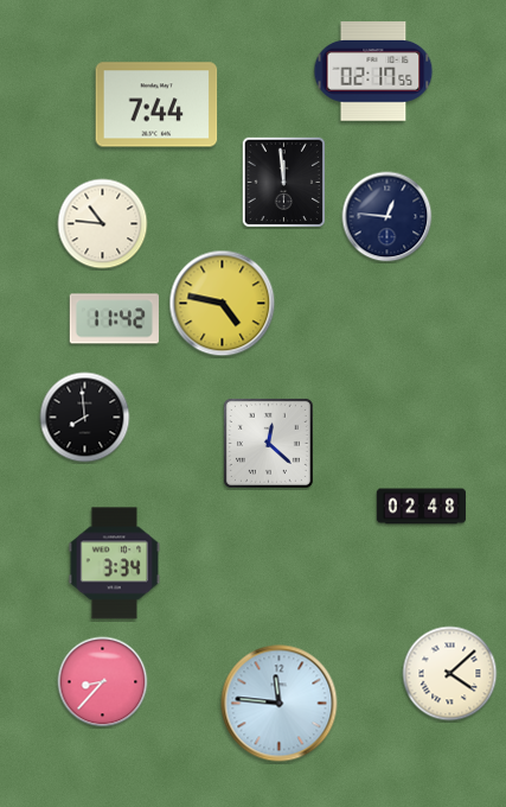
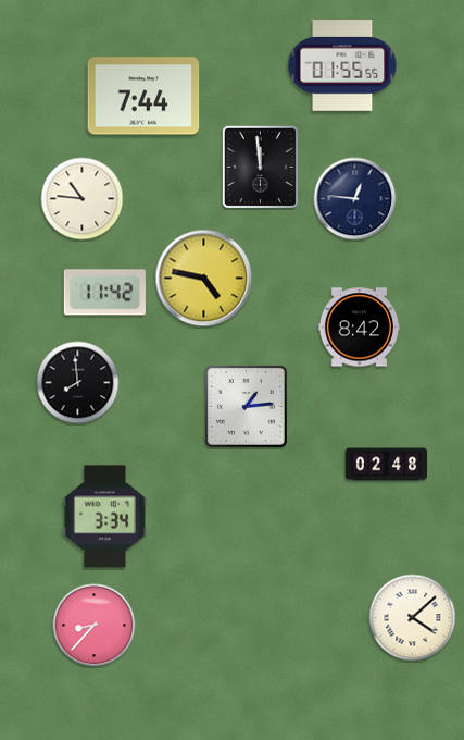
clock at (373, 71): 02:17 -> 01:55
clock at (103, 224) position: (103, 224) -> (83, 199)
clock at (359, 328): none -> 8:42
clock at (268, 443): 12:22 -> 1:14
clock at (280, 704): 11:46 -> none
